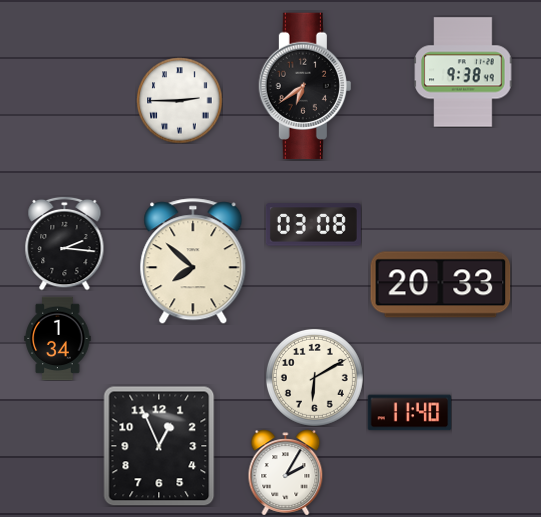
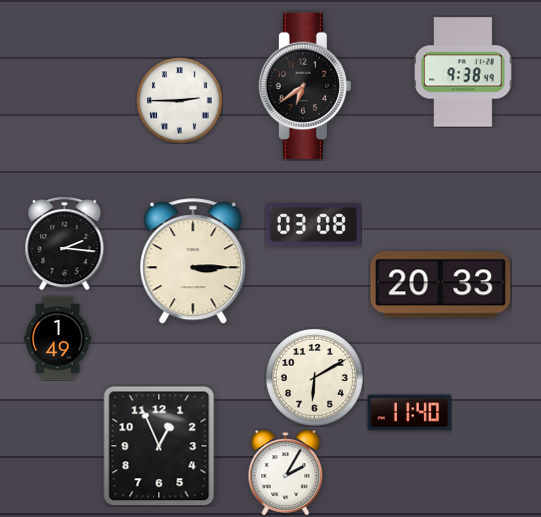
clock at (193, 261): 7:52 -> 3:15
clock at (58, 338): 1:34 -> 1:49
